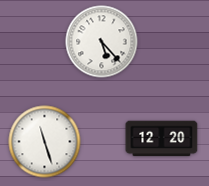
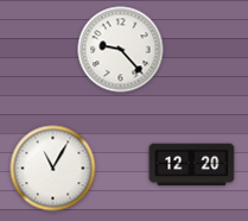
clock at (102, 42): 5:23 -> 9:23
clock at (45, 142): 11:27 -> 11:05
